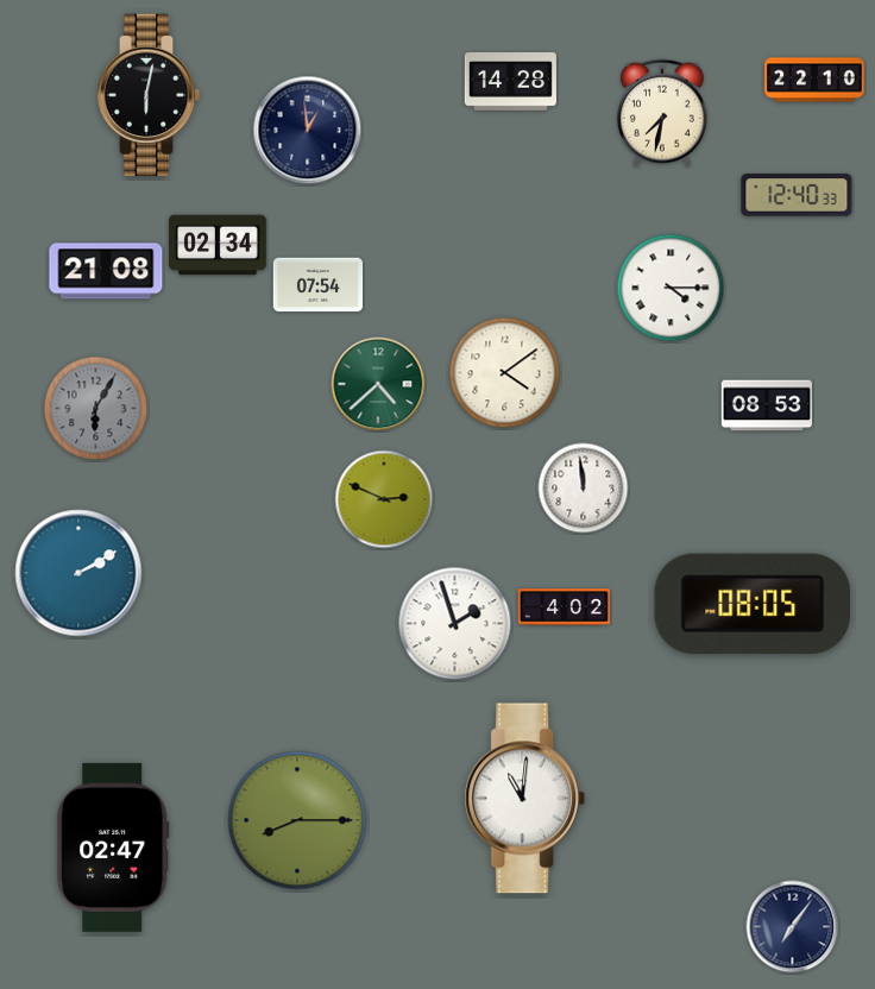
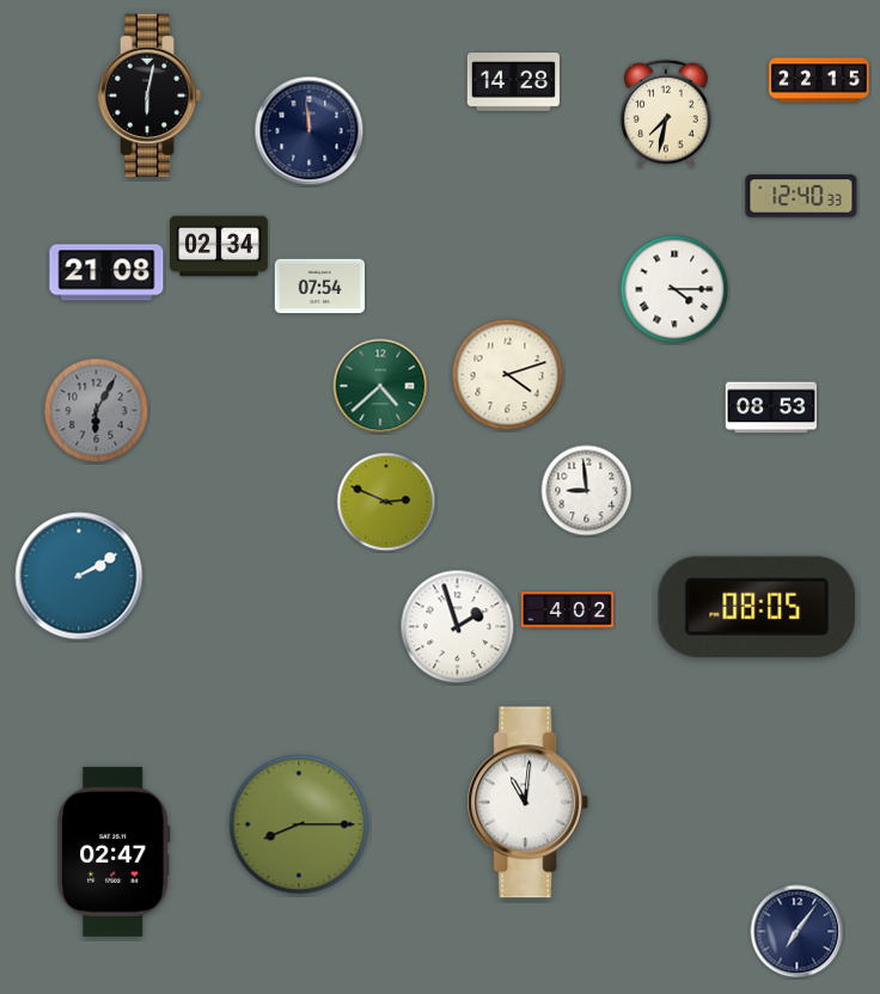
clock at (814, 80): 22:10 -> 22:15
clock at (308, 131): 12:59 -> 11:59
clock at (505, 373): 4:09 -> 4:12
clock at (584, 489): 11:59 -> 8:59
